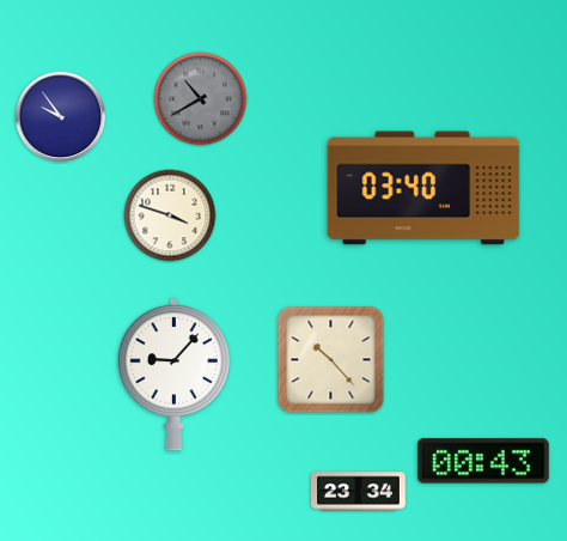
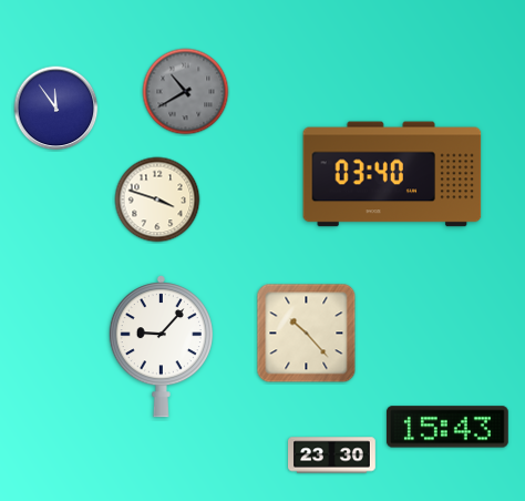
clock at (61, 117): 9:54 -> 11:54
clock at (483, 461): 00:43 -> 15:43
clock at (359, 492): 23:34 -> 23:30
